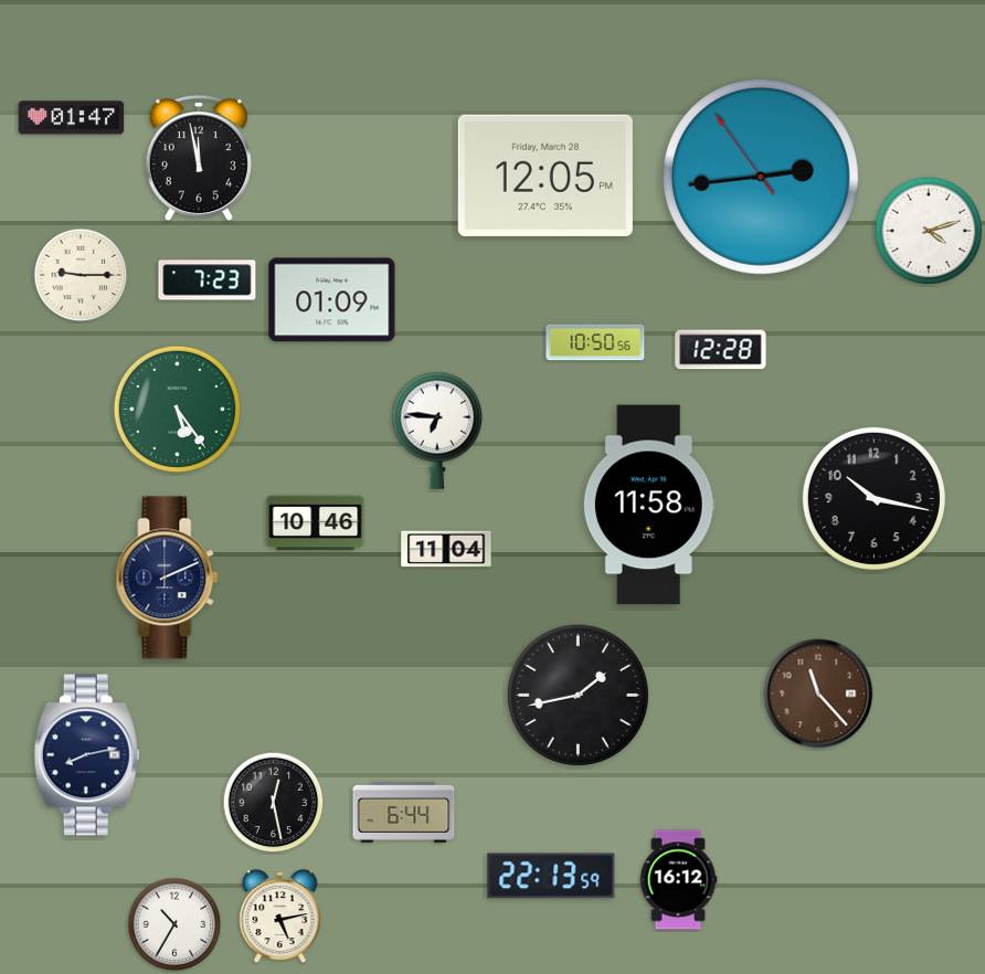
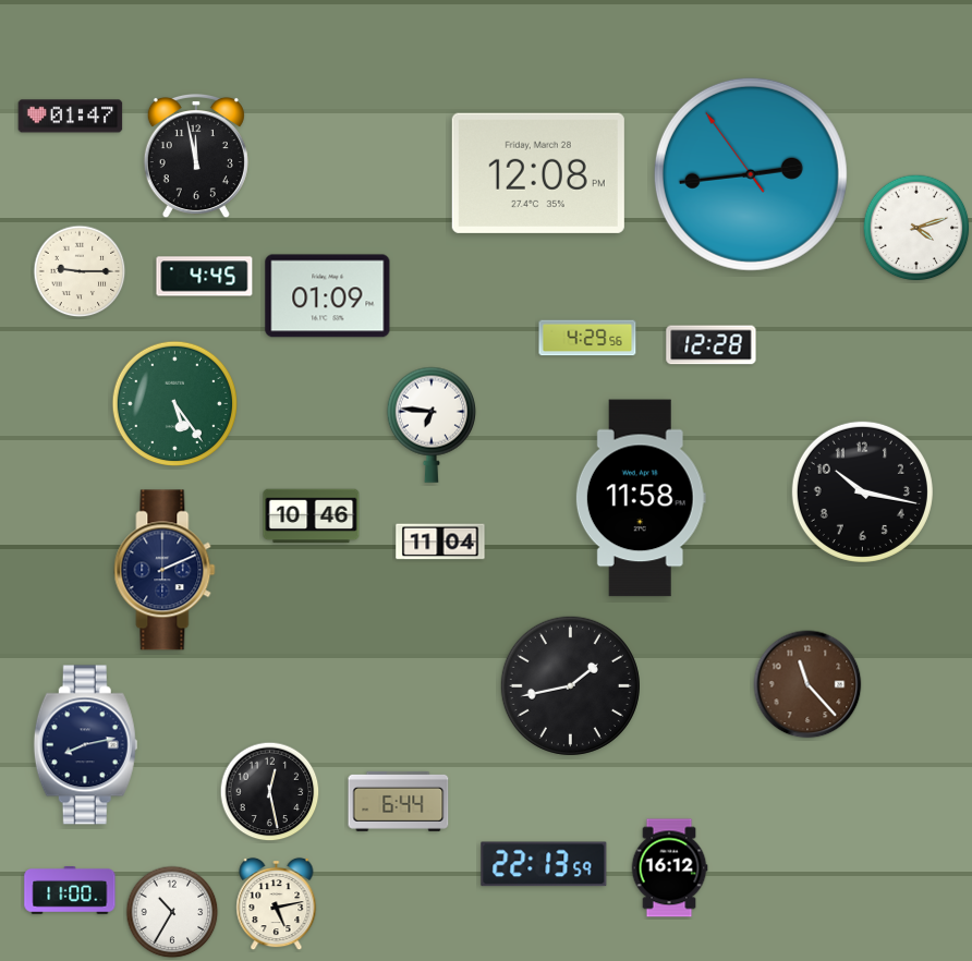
clock at (546, 176): 12:05 -> 12:08
clock at (208, 280): 7:23 -> 4:45
clock at (595, 342): 10:50 -> 4:29
clock at (70, 891): none -> 11:00
